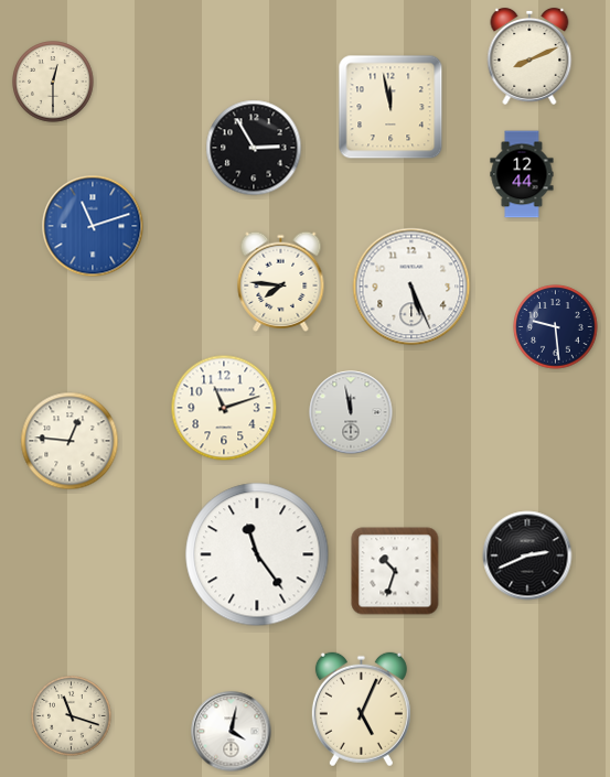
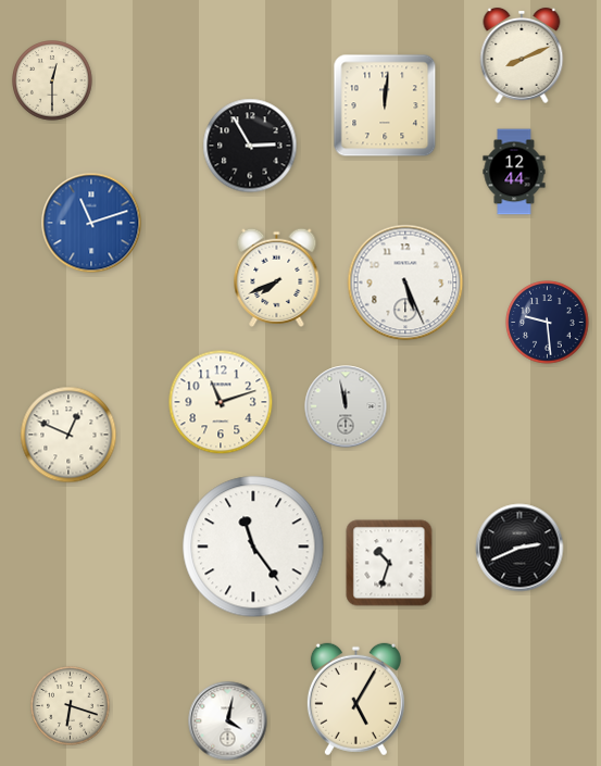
clock at (390, 107): 11:58 -> 12:01
clock at (281, 281): 7:46 -> 7:41
clock at (69, 441): 12:46 -> 12:49
clock at (361, 710): 5:04 -> 5:05
clock at (72, 716): 11:18 -> 6:18
